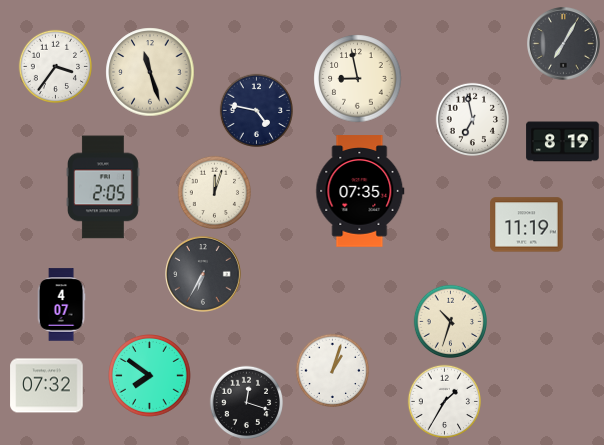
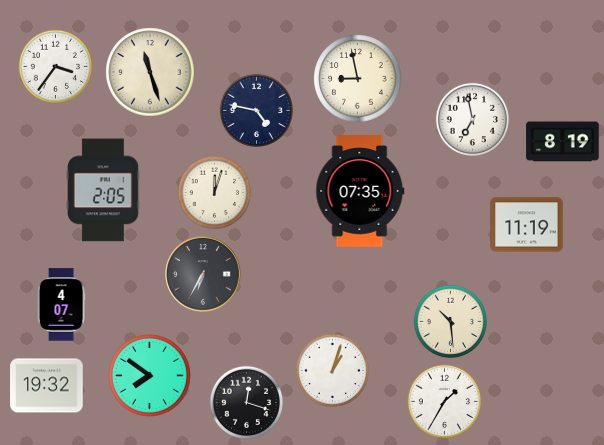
clock at (564, 44): 7:05 -> none
clock at (103, 187) position: (103, 187) -> (103, 190)
clock at (451, 322): 10:33 -> 10:29
clock at (47, 386): 07:32 -> 19:32
